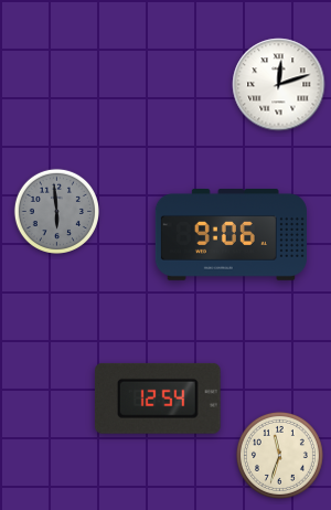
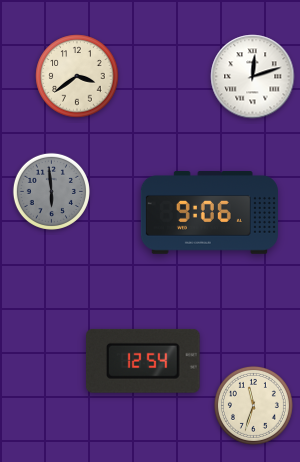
clock at (77, 76): none -> 3:39
clock at (279, 455) position: (279, 455) -> (253, 405)
